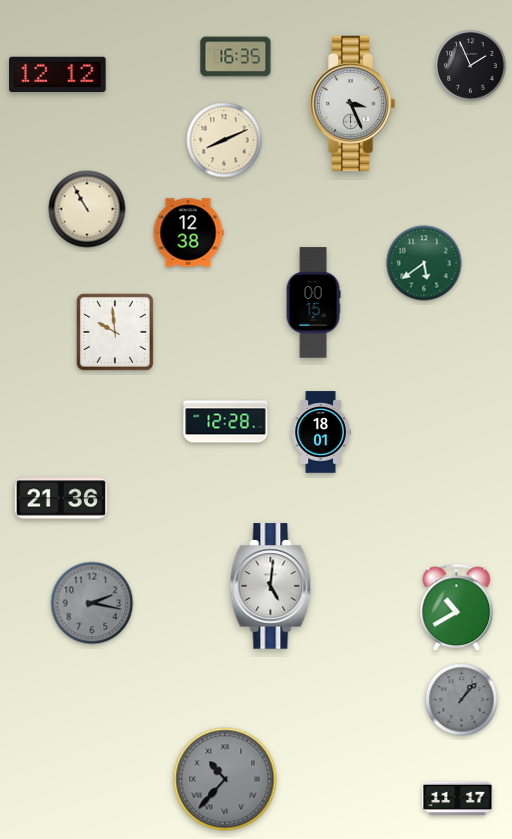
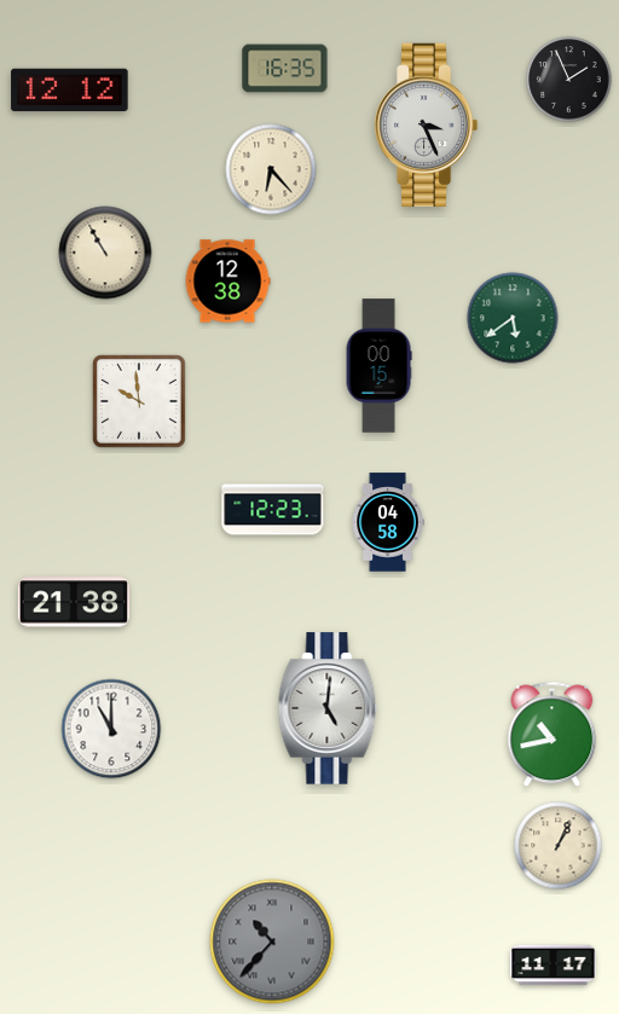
clock at (224, 140): 8:11 -> 6:23
clock at (226, 422): 12:28 -> 12:23
clock at (321, 432): 18:01 -> 04:58
clock at (60, 498): 21:36 -> 21:38
clock at (92, 603): 2:17 -> 11:00
clock at (92, 603) dial: grey -> white
clock at (457, 608): 10:40 -> 10:43
clock at (462, 700): 1:07 -> 1:04
clock at (462, 700) dial: grey -> cream
